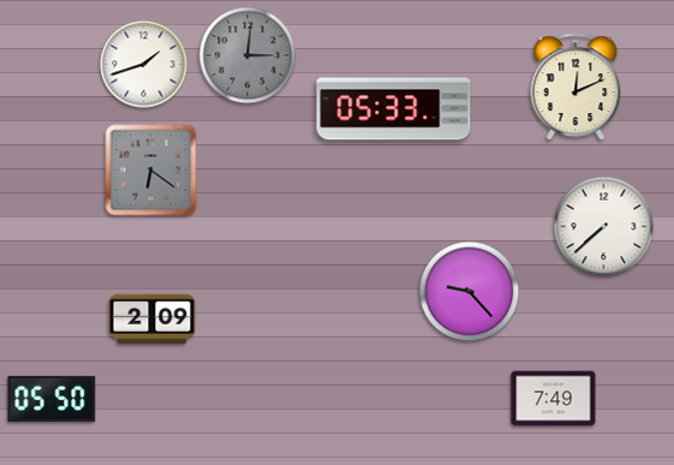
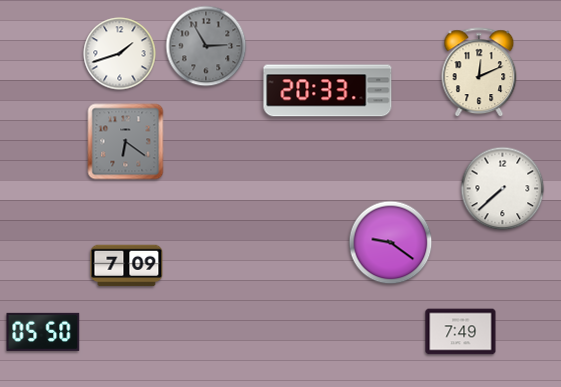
clock at (247, 55): 3:01 -> 2:55
clock at (394, 109): 05:33 -> 20:33
clock at (470, 292): 9:23 -> 9:21
clock at (153, 320): 2:09 -> 7:09
